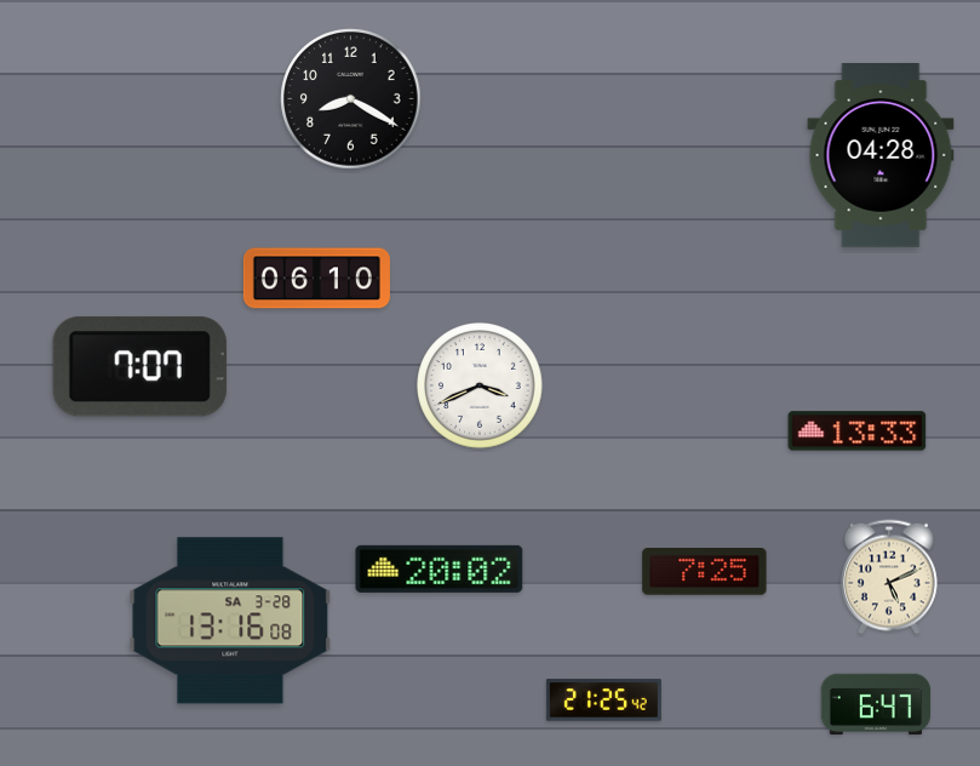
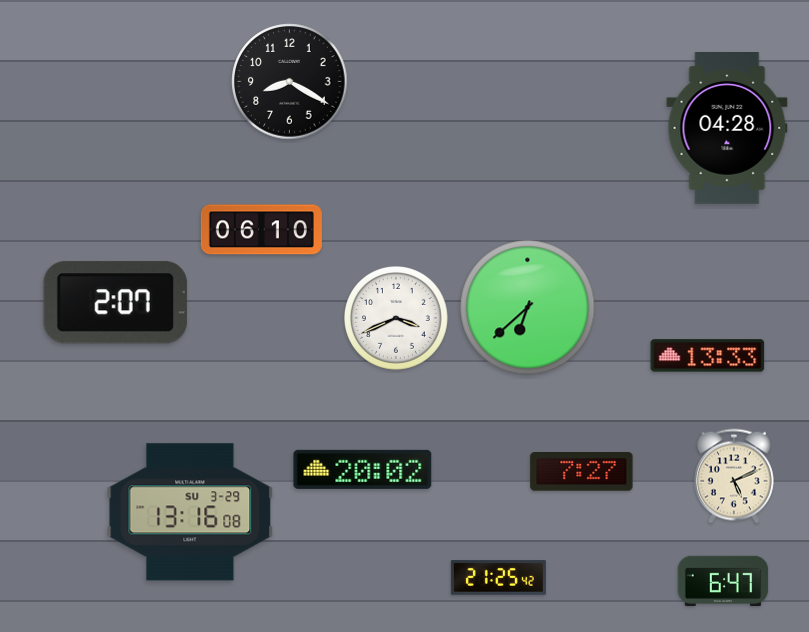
clock at (139, 367): 7:07 -> 2:07
clock at (528, 308): none -> 6:38
clock at (705, 572): 7:25 -> 7:27
clock at (230, 621) date: SA 3-28 -> SU 3-29
